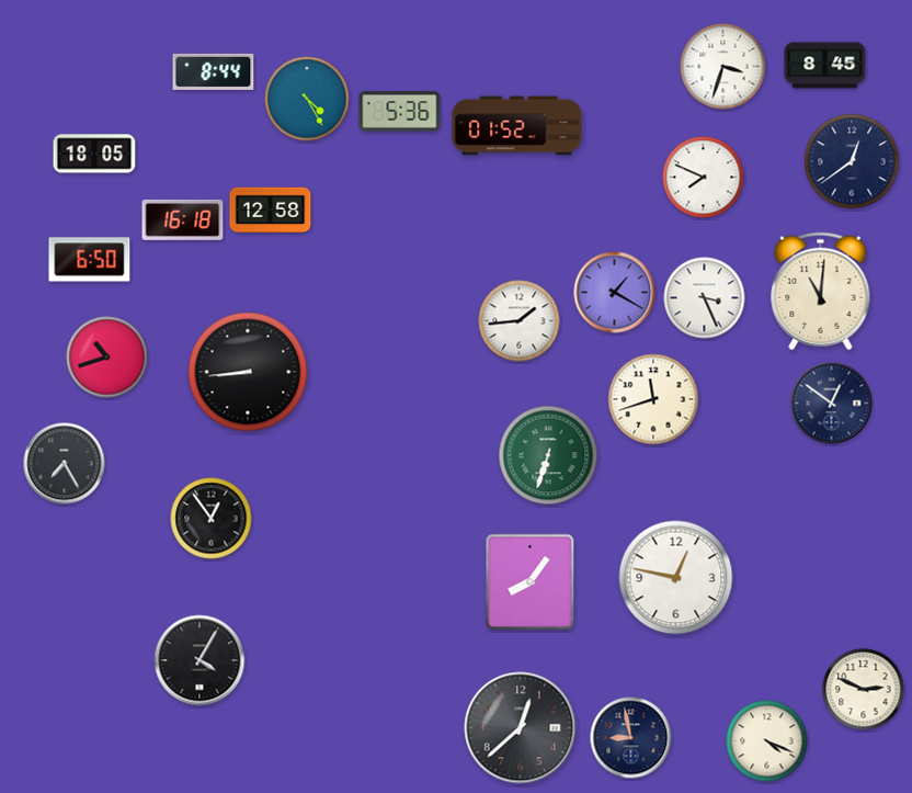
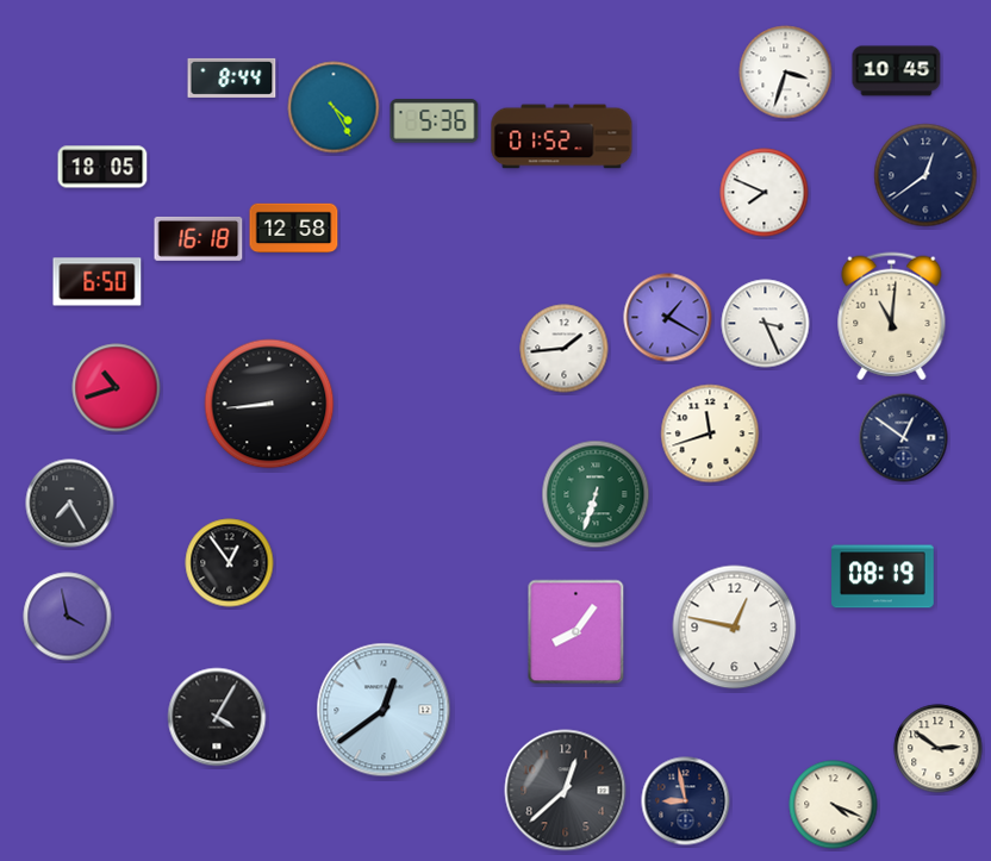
clock at (825, 66): 8:45 -> 10:45
clock at (884, 576): none -> 08:19
clock at (68, 617): none -> 3:58
clock at (384, 710): none -> 12:39
clock at (864, 690): 2:49 -> 2:51
